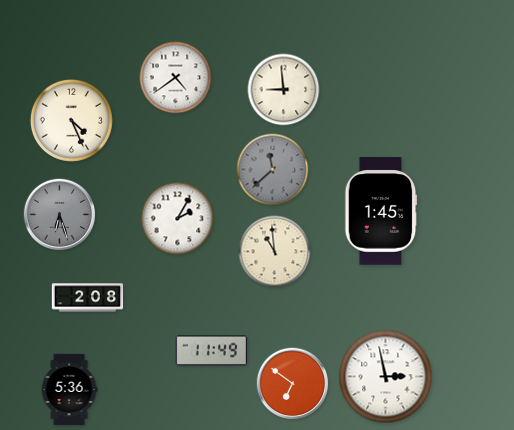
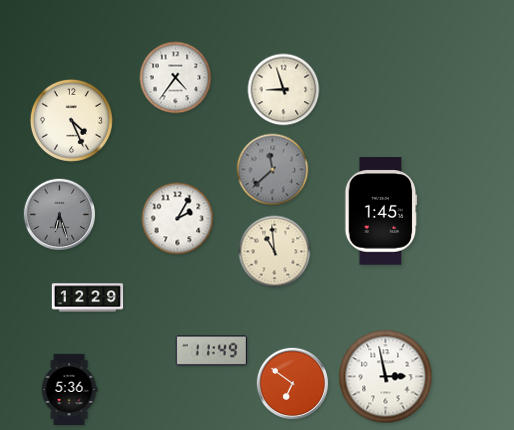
clock at (176, 78): 4:39 -> 4:36
clock at (284, 90): 8:59 -> 8:57
clock at (88, 298): 2:08 -> 12:29
